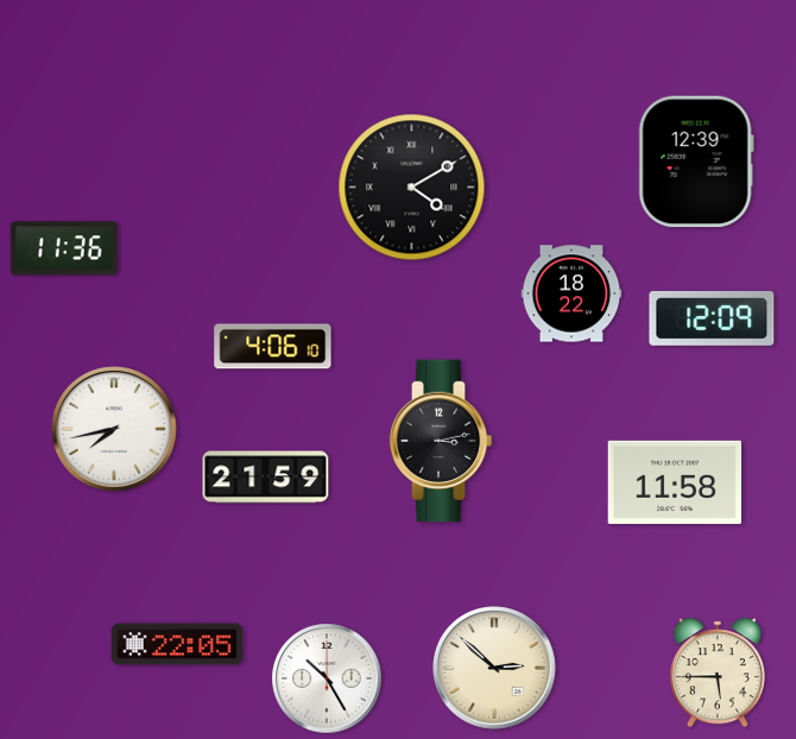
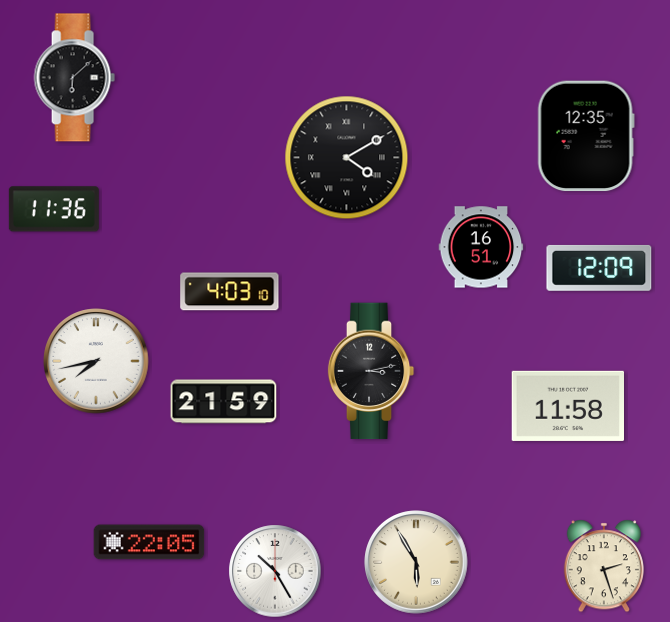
clock at (74, 78): none -> 6:08
clock at (696, 162): 12:39 -> 12:35
clock at (571, 293): 18:22 -> 16:51
clock at (273, 347): 4:06 -> 4:03
clock at (494, 668): 2:52 -> 5:55
clock at (718, 672): 5:45 -> 2:27
